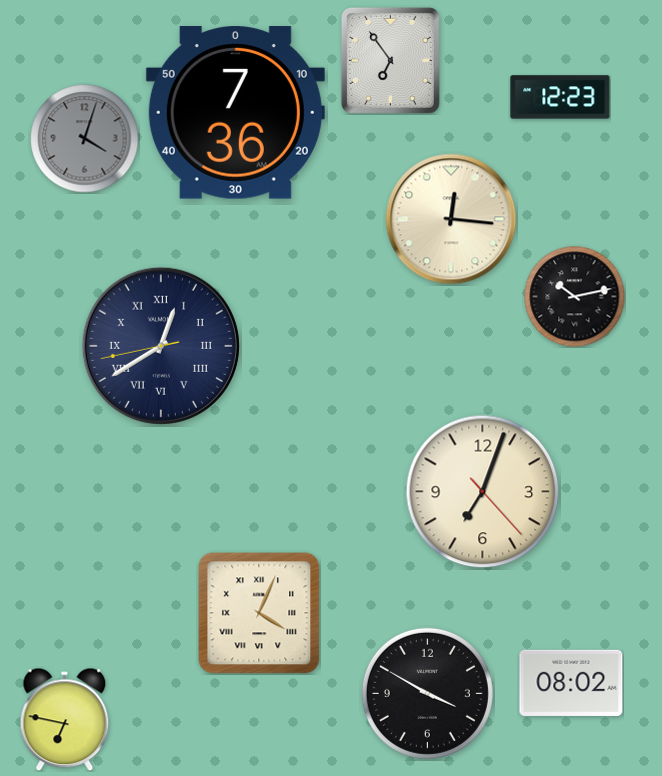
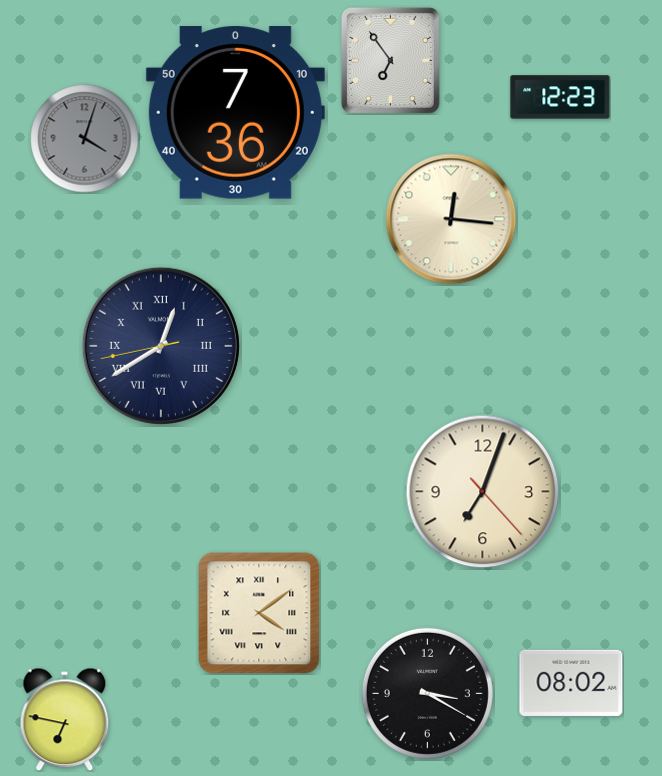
clock at (575, 297): 10:13 -> none
clock at (259, 613): 4:04 -> 4:09
clock at (427, 693): 3:50 -> 3:20
